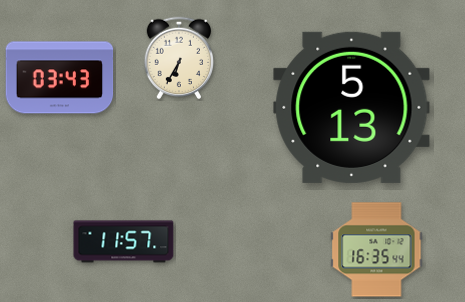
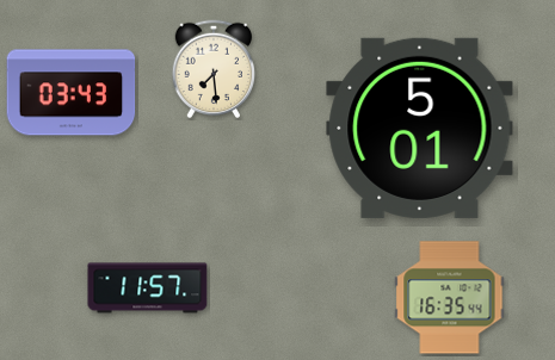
clock at (179, 57): 6:35 -> 7:29
clock at (352, 107): 5:13 -> 5:01
